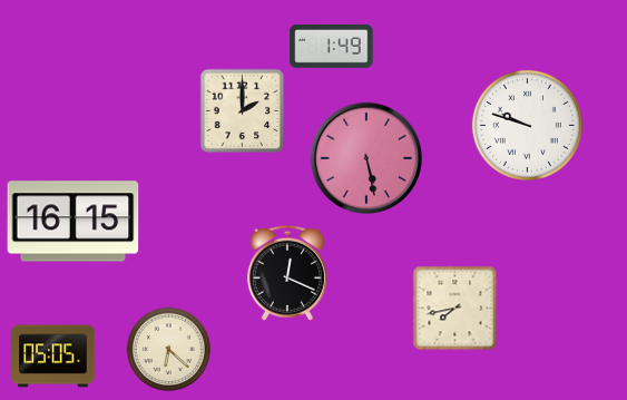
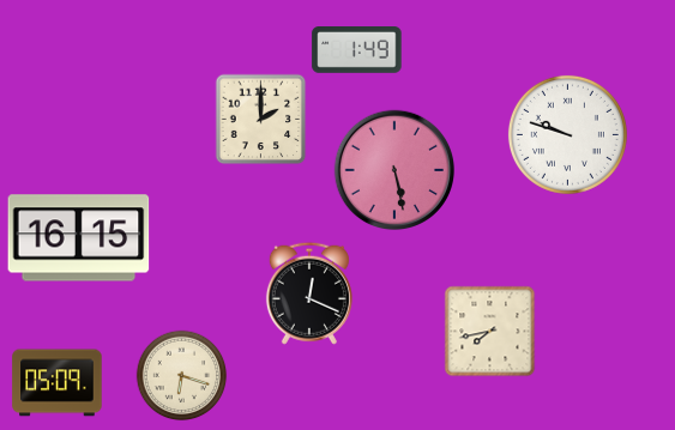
clock at (169, 350): 6:22 -> 6:18
clock at (53, 357): 05:05 -> 05:09
